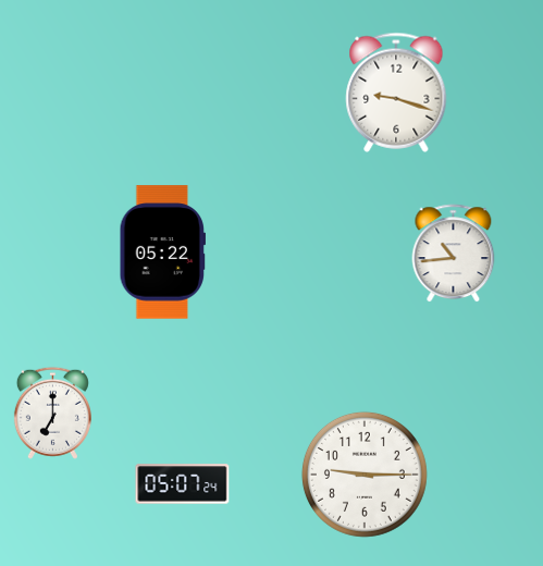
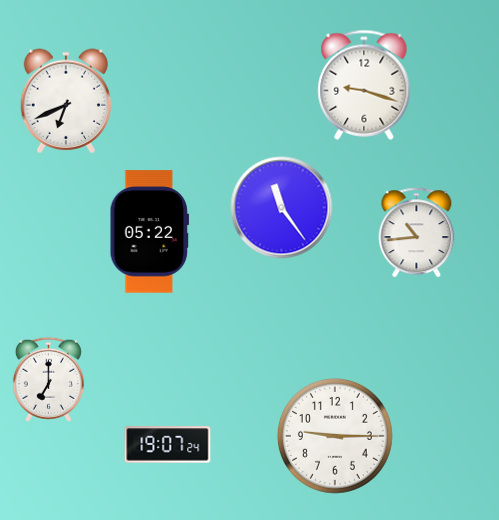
clock at (66, 101): none -> 6:41
clock at (282, 208): none -> 11:24
clock at (183, 484): 05:07 -> 19:07
